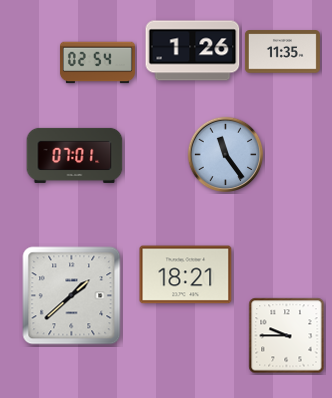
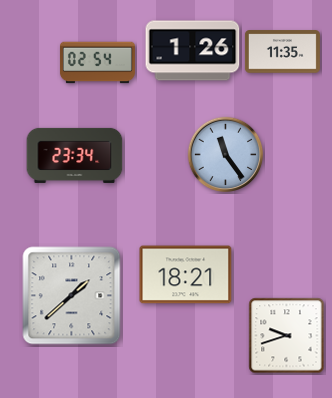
clock at (75, 155): 07:01 -> 23:34
clock at (287, 336): 9:45 -> 9:42
